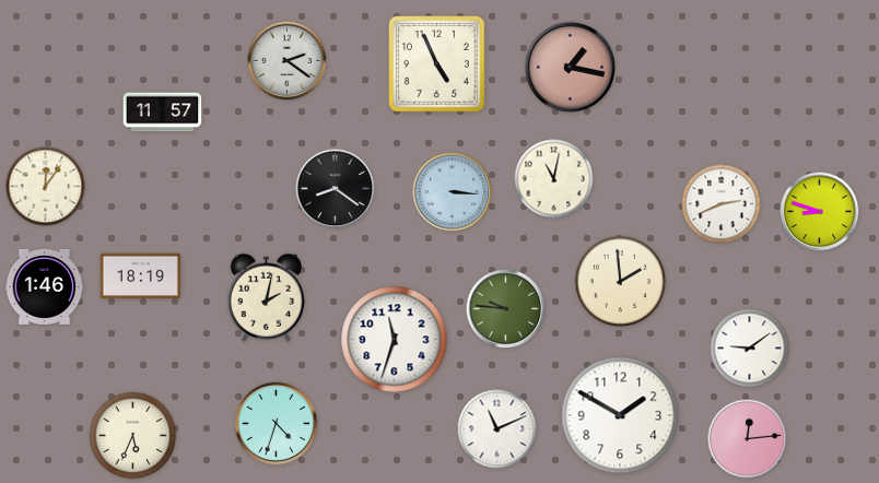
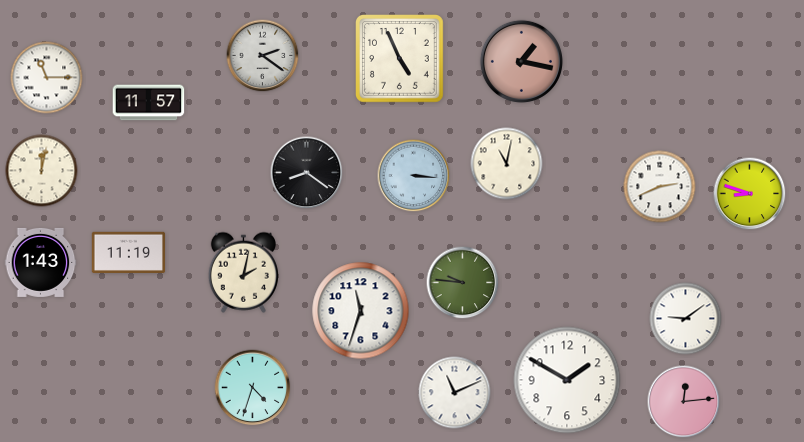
clock at (47, 78): none -> 11:15
clock at (46, 187): 12:06 -> 12:02
clock at (141, 275): 18:19 -> 11:19
clock at (621, 282): 1:59 -> none
clock at (45, 286): 1:46 -> 1:43
clock at (133, 436): 5:34 -> none
